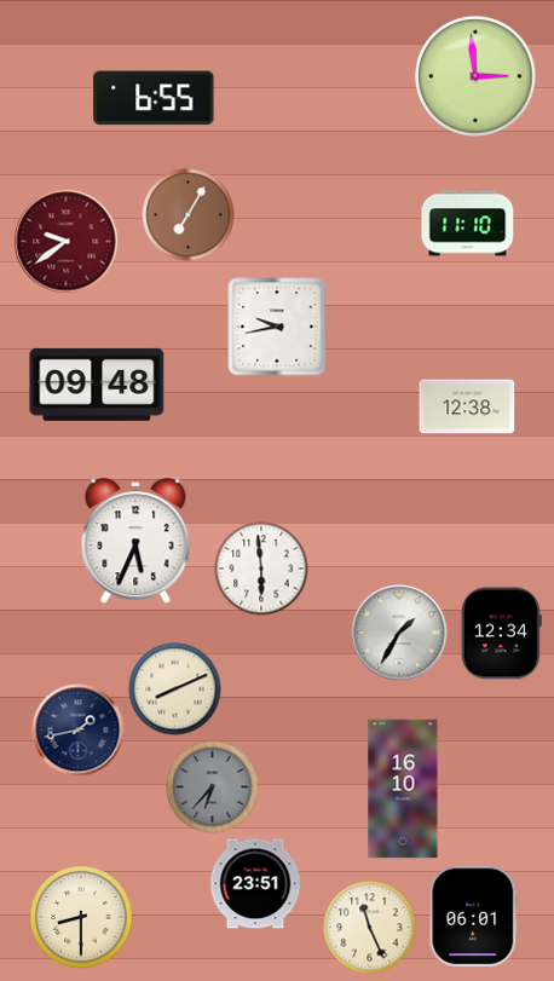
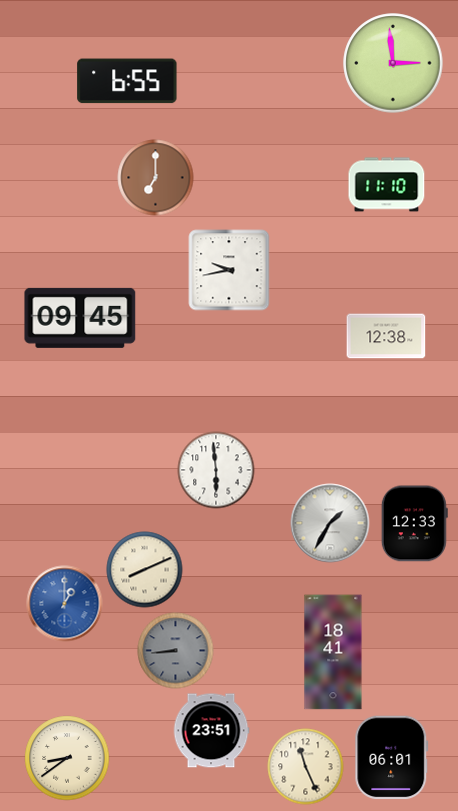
clock at (189, 215): 7:05 -> 7:00
clock at (67, 242): 9:39 -> none
clock at (97, 385): 09:48 -> 09:45
clock at (135, 542): 5:34 -> none
clock at (501, 634): 12:34 -> 12:33
clock at (79, 731): 1:43 -> 1:00
clock at (79, 731) dial: navy -> blue
clock at (213, 787): 6:37 -> 8:44
clock at (403, 789): 16:10 -> 18:41
clock at (81, 917): 8:30 -> 8:39
